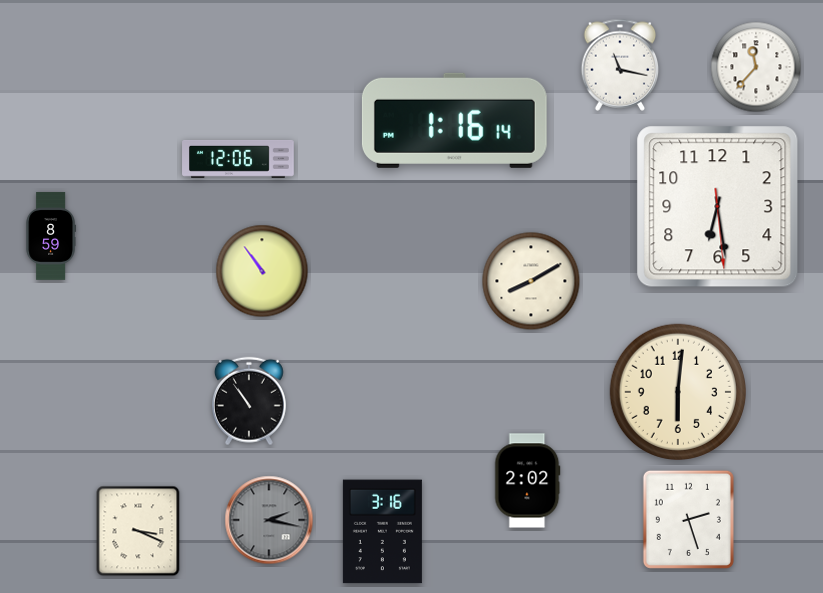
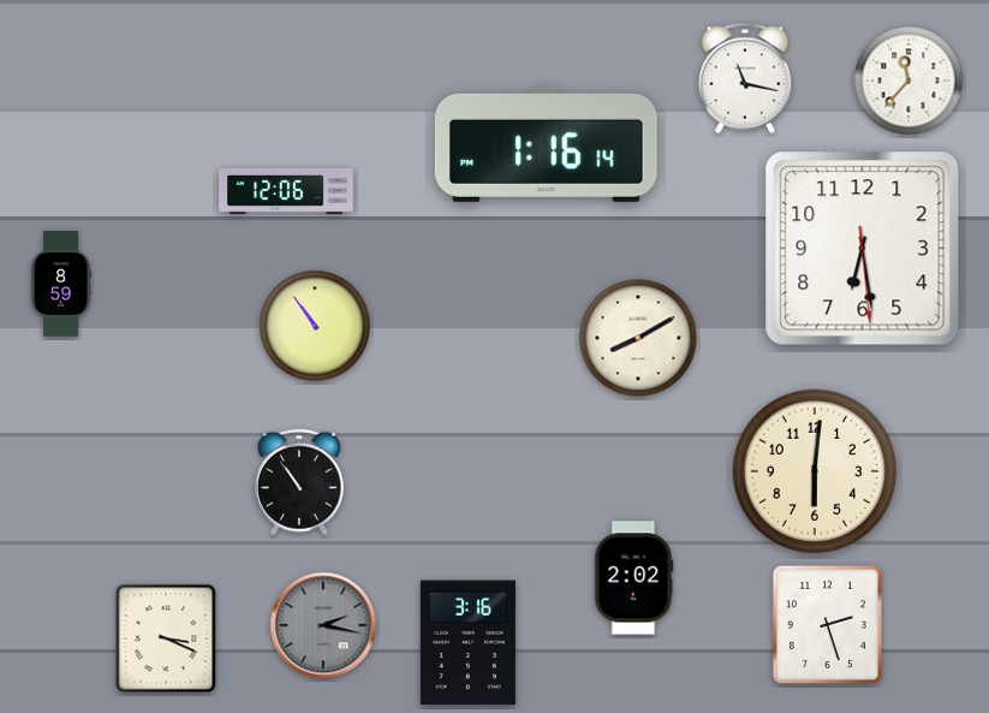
clock at (382, 532) position: (382, 532) -> (467, 643)
